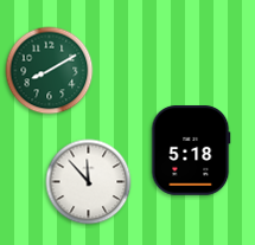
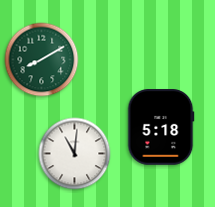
clock at (89, 182): 11:53 -> 11:01
